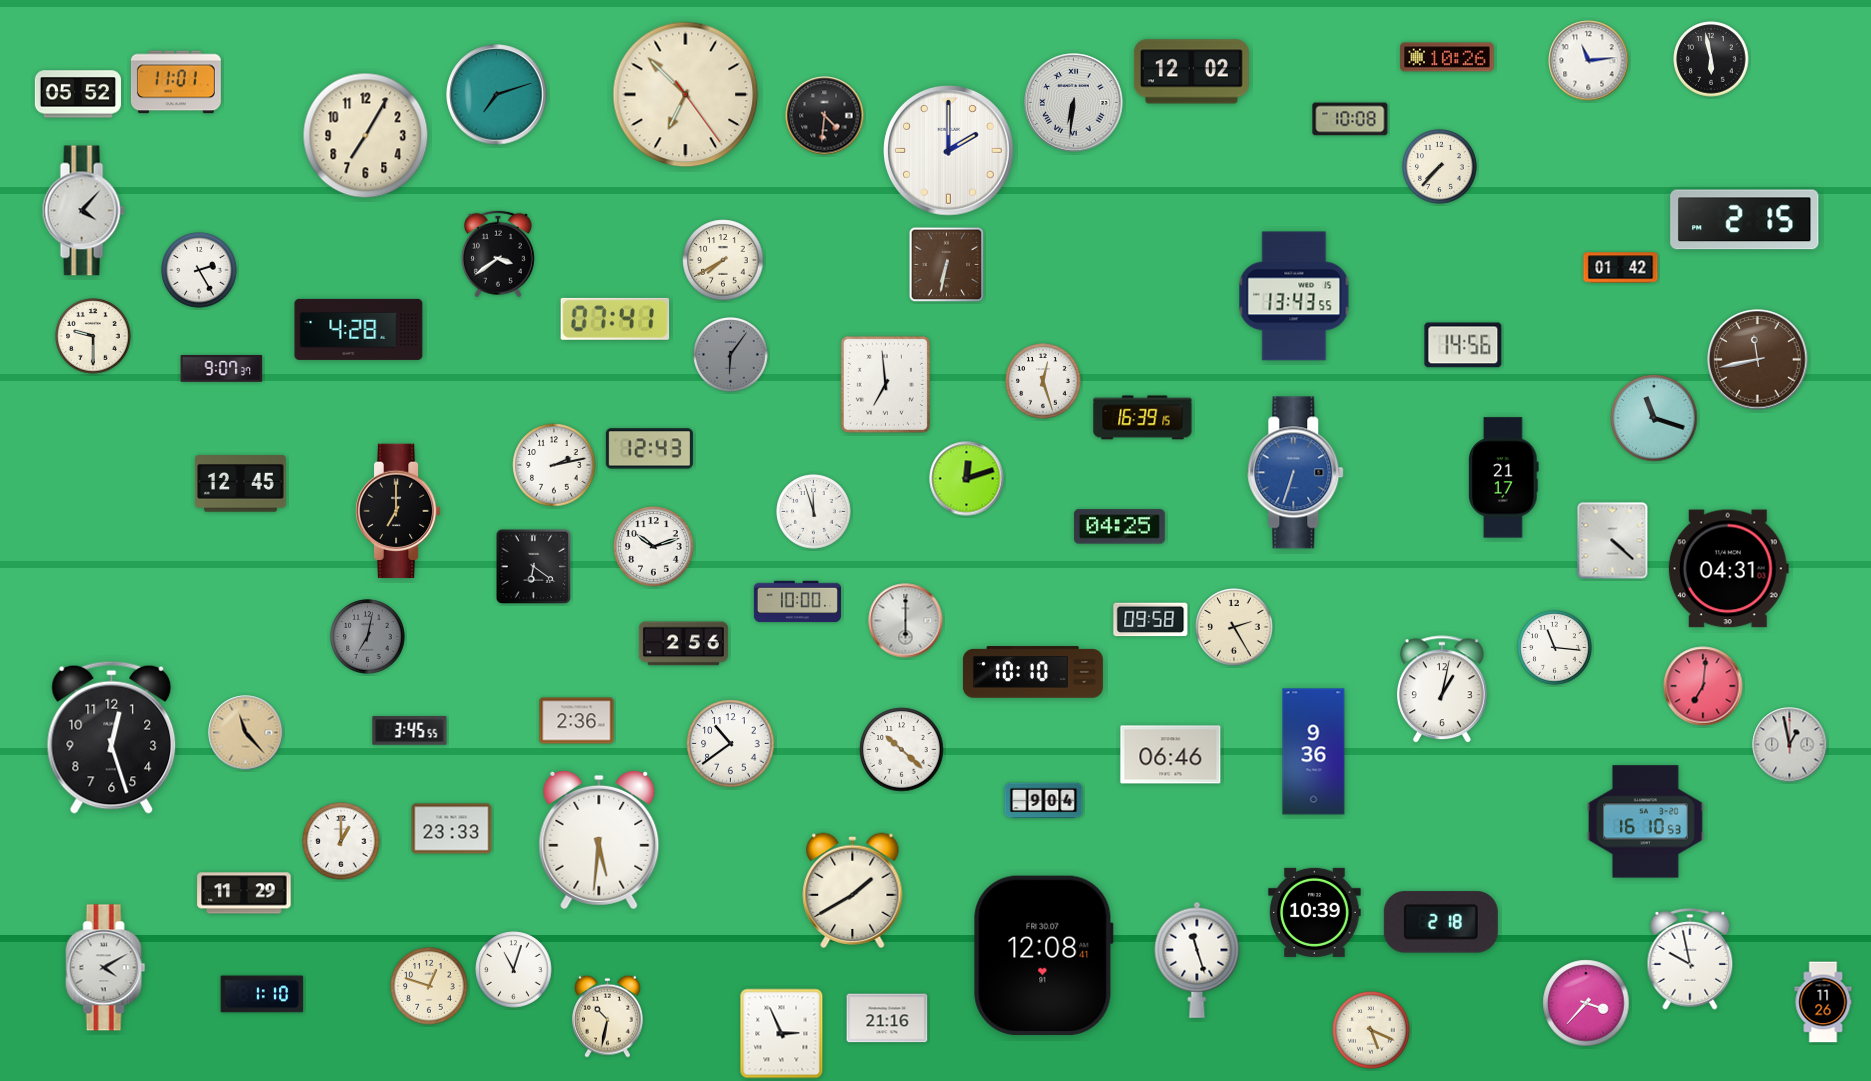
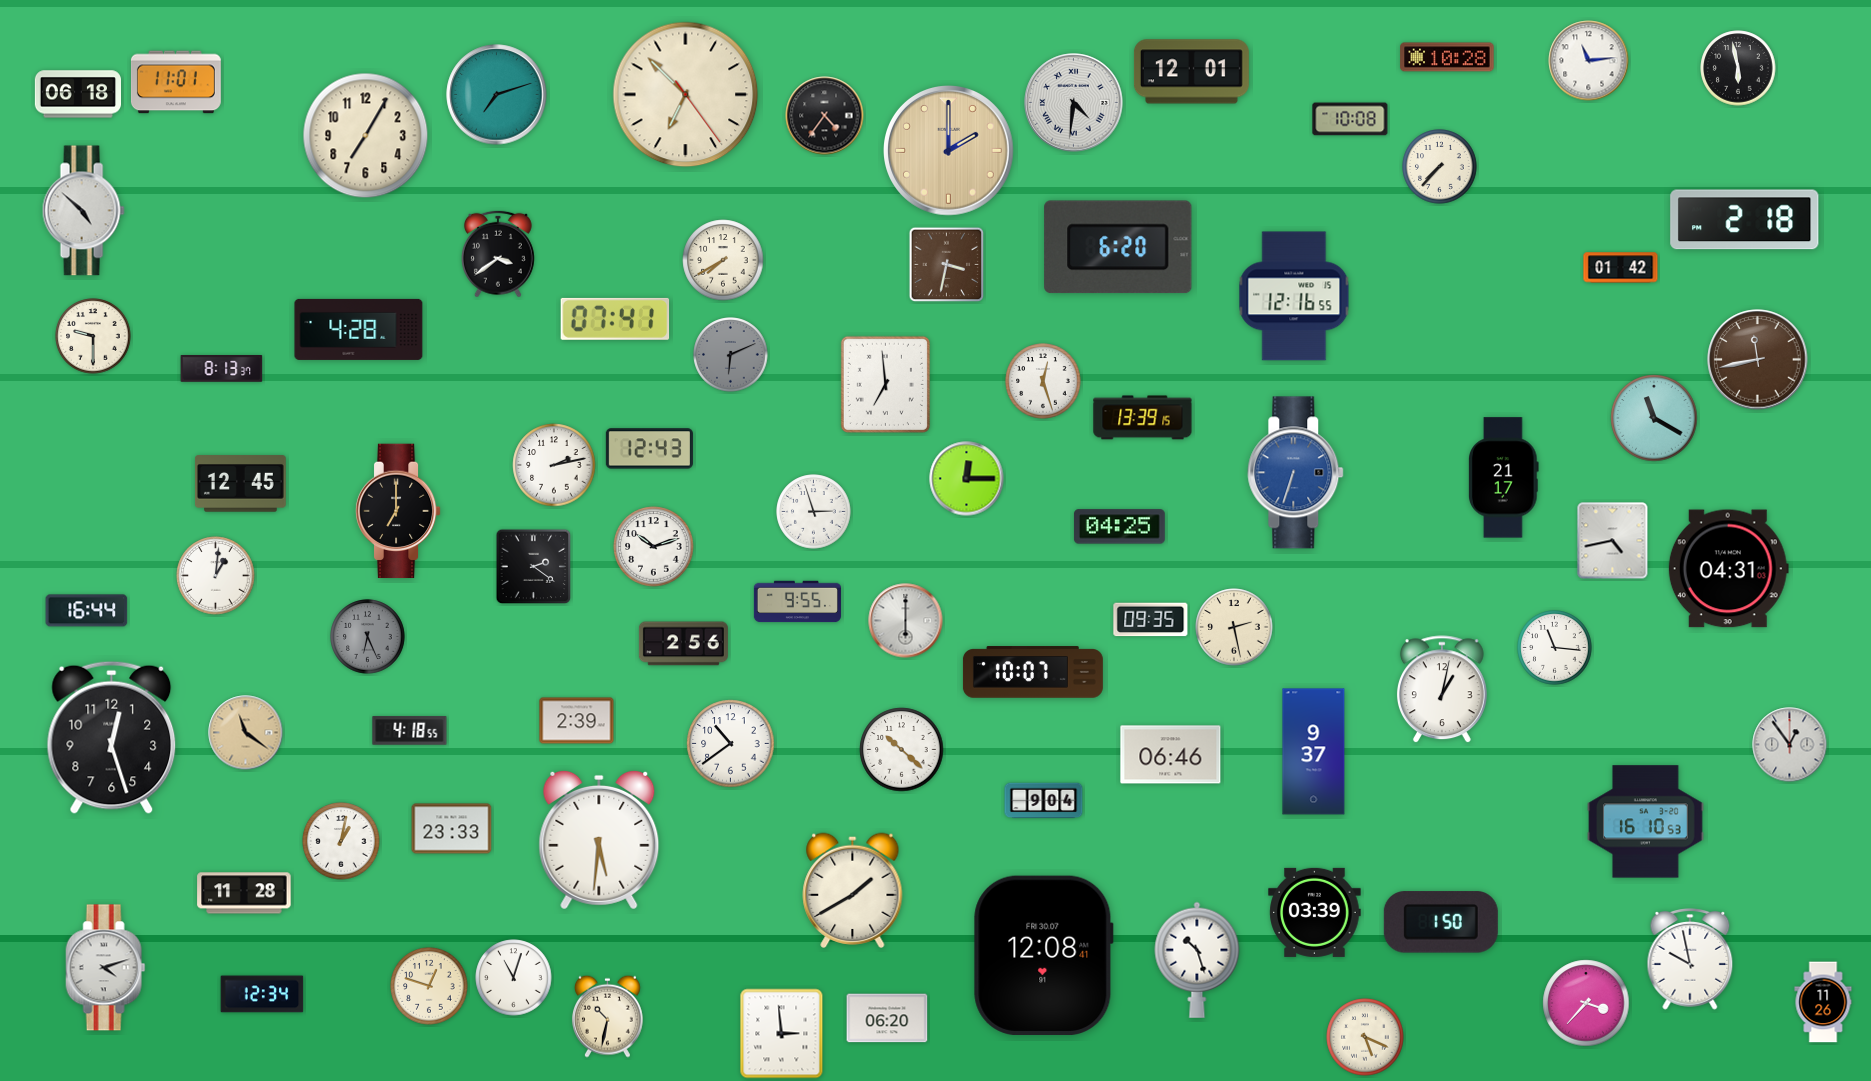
clock at (1447, 57): 10:26 -> 10:28
clock at (1711, 59) position: (1711, 59) -> (1738, 68)
clock at (1191, 72): 12:02 -> 12:01
clock at (77, 94): 05:52 -> 06:18
clock at (1074, 103): 6:31 -> 4:31
clock at (825, 116): 4:31 -> 4:36
clock at (949, 151) dial: white -> champagne
clock at (83, 211): 4:07 -> 4:52
clock at (1745, 220): 2:15 -> 2:18
clock at (1118, 247): none -> 6:20
clock at (947, 265): 6:32 -> 3:32
clock at (199, 270): 2:25 -> none
clock at (1294, 296): 13:43 -> 12:16
clock at (1463, 345): 14:56 -> none
clock at (731, 355): 6:06 -> 6:11
clock at (222, 369): 9:07 -> 8:13
clock at (1143, 418): 16:39 -> 13:39
clock at (1654, 418): 11:18 -> 11:20
clock at (967, 479): 12:12 -> 12:15
clock at (814, 512): 11:57 -> 2:57
clock at (1613, 541): 4:22 -> 4:43
clock at (534, 567): 6:21 -> 2:21
clock at (216, 576): none -> 1:01
clock at (797, 602): 10:00 -> 9:55
clock at (87, 611): none -> 16:44
clock at (1151, 620): 09:58 -> 09:35
clock at (1234, 627): 2:25 -> 2:28
clock at (368, 637): 7:02 -> 6:26
clock at (1033, 672): 10:10 -> 10:07
clock at (1703, 686): 7:01 -> none
clock at (577, 721): 2:36 -> 2:39
clock at (410, 731): 3:45 -> 4:18
clock at (246, 733): 11:23 -> 11:21
clock at (1790, 745): 12:58 -> 12:54
clock at (1314, 752): 9:36 -> 9:37
clock at (341, 841): 1:00 -> 1:02
clock at (244, 893): 11:29 -> 11:28
clock at (1315, 912): 10:39 -> 03:39
clock at (1441, 922): 2:18 -> 1:50
clock at (1197, 960): 11:27 -> 10:27
clock at (106, 968): 4:10 -> 4:12
clock at (514, 970) position: (514, 970) -> (514, 978)
clock at (262, 994): 1:10 -> 12:34
clock at (887, 1018): 21:16 -> 06:20
clock at (1371, 1030) position: (1371, 1030) -> (1365, 1037)
clock at (782, 1034): 2:56 -> 2:59
